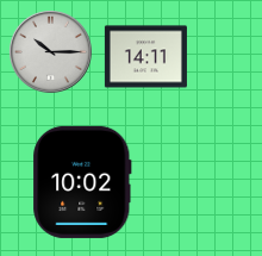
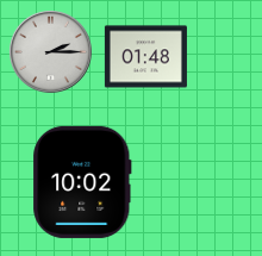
clock at (51, 52): 10:15 -> 2:15
clock at (145, 57): 14:11 -> 01:48
